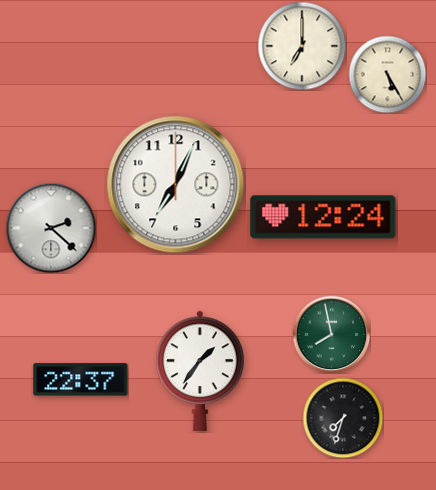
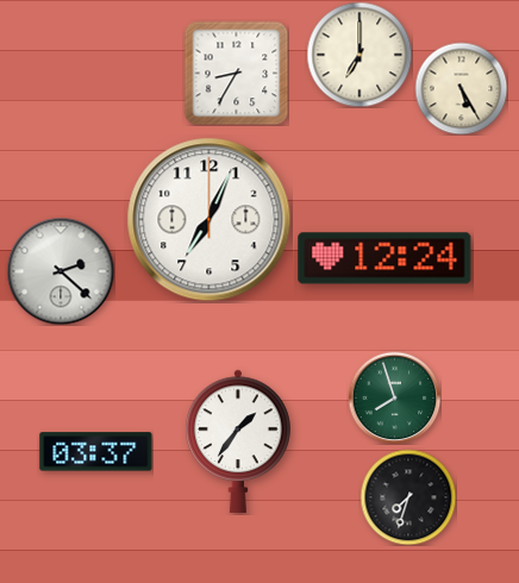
clock at (236, 73): none -> 8:35
clock at (331, 334): 7:58 -> 7:57
clock at (81, 380): 22:37 -> 03:37
